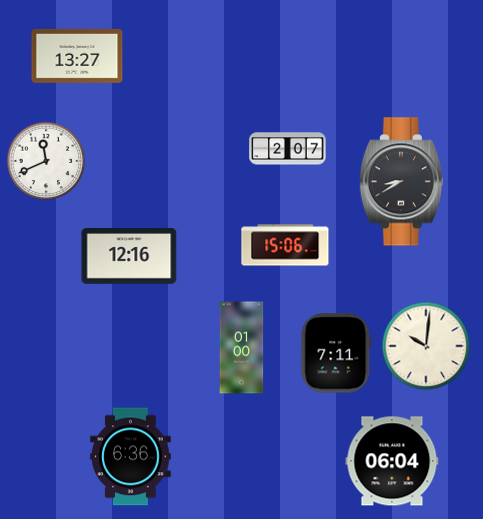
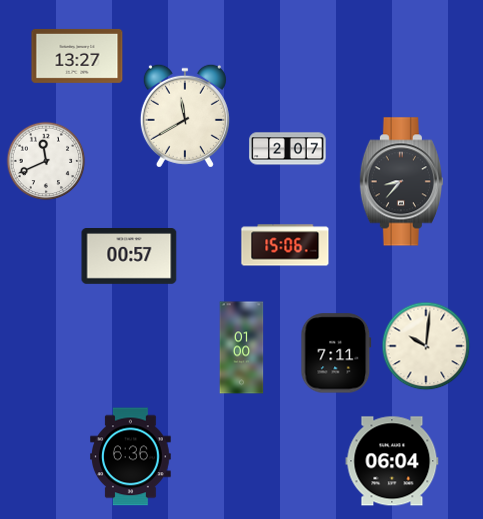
clock at (185, 116): none -> 11:40
clock at (401, 182): 8:40 -> 8:37
clock at (129, 257): 12:16 -> 00:57
